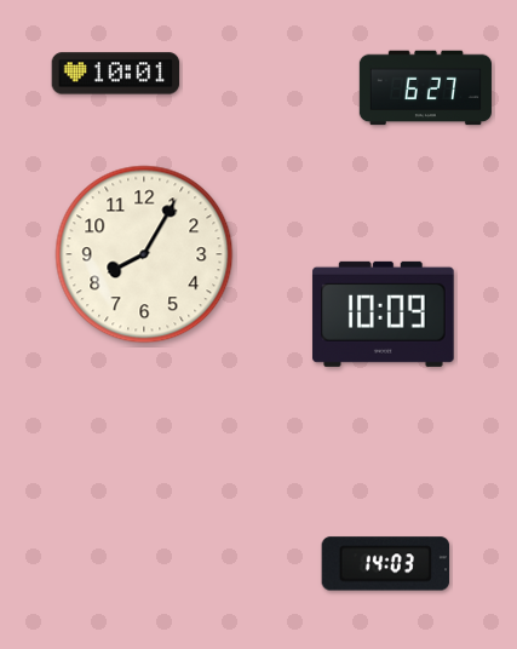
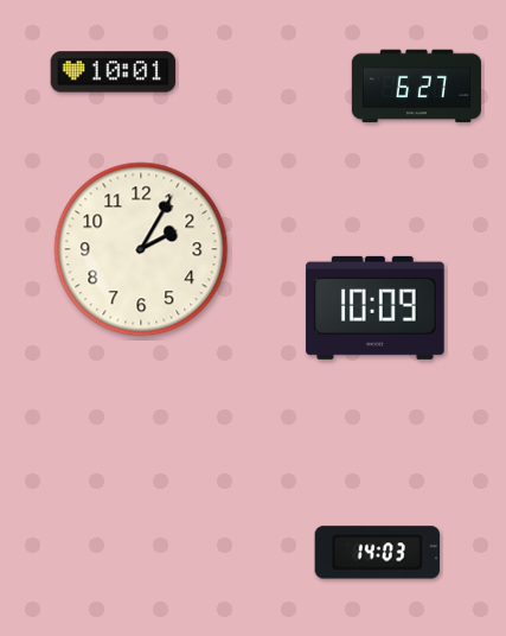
clock at (144, 254): 8:05 -> 2:05
